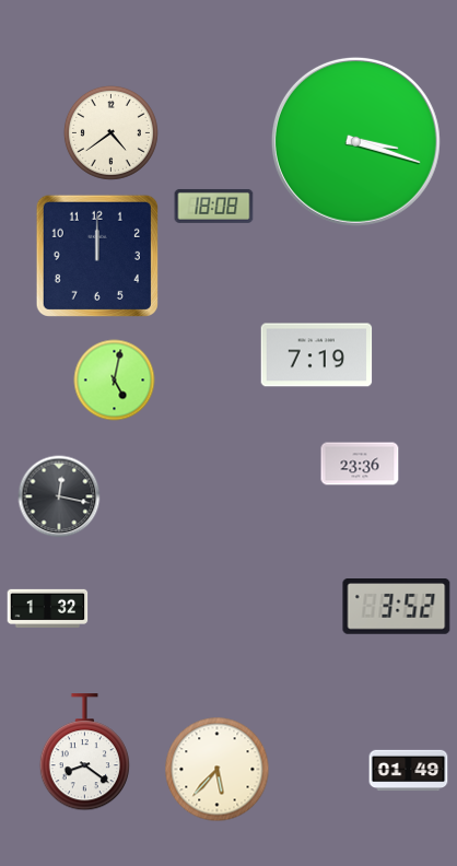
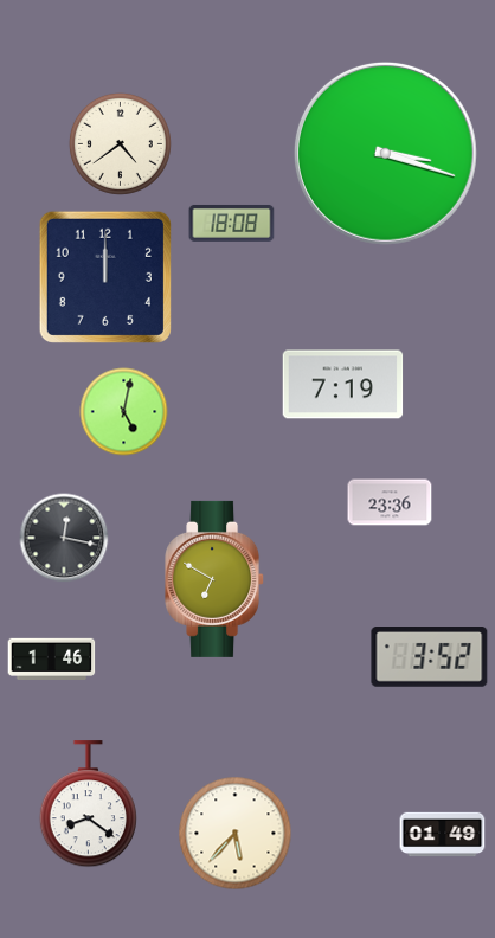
clock at (216, 579): none -> 6:50
clock at (48, 608): 1:32 -> 1:46
clock at (84, 752) position: (84, 752) -> (88, 804)
